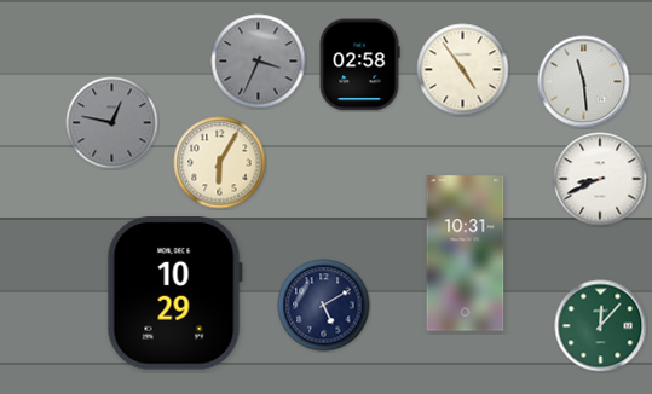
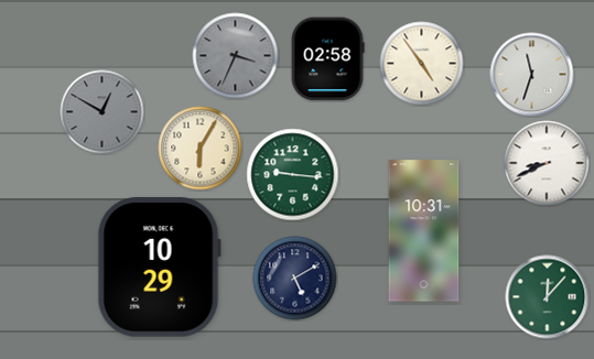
clock at (584, 82): 11:29 -> 11:33
clock at (112, 123): 12:47 -> 12:50
clock at (293, 175): none -> 9:16
